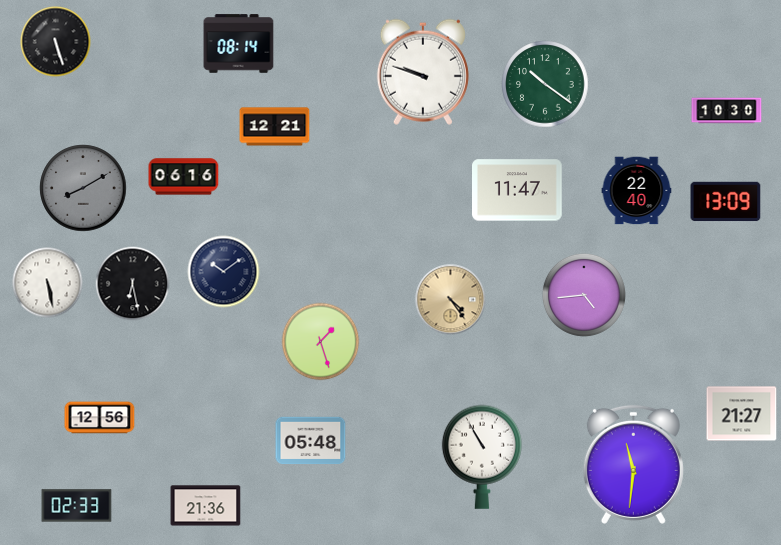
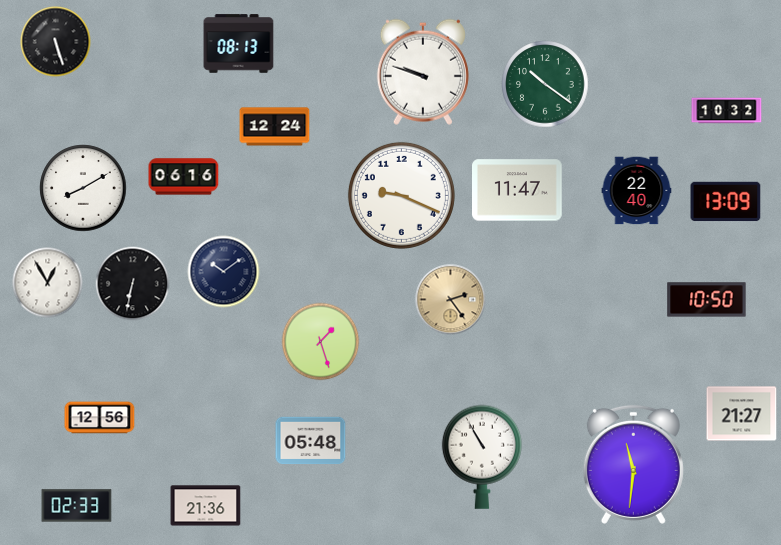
clock at (239, 44): 08:14 -> 08:13
clock at (727, 111): 10:30 -> 10:32
clock at (275, 127): 12:21 -> 12:24
clock at (83, 188) dial: grey -> white
clock at (401, 195): none -> 9:19
clock at (48, 283): 5:28 -> 12:55
clock at (133, 284): 6:28 -> 6:32
clock at (584, 295): 4:44 -> none
clock at (451, 300): 4:24 -> 2:24
clock at (707, 300): none -> 10:50
